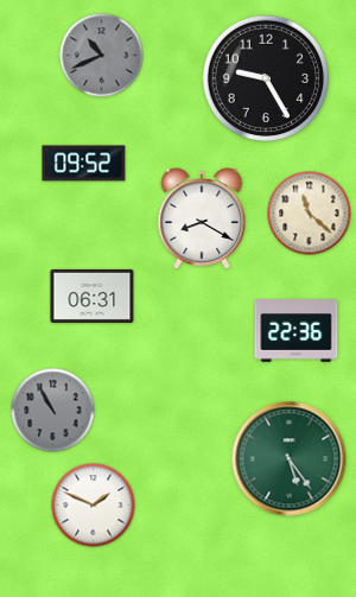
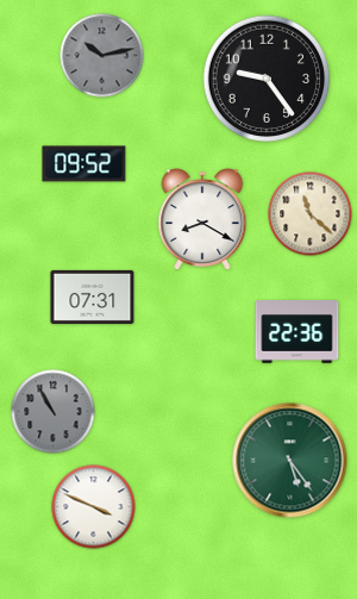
clock at (102, 56): 10:41 -> 10:13
clock at (266, 78): 9:25 -> 9:24
clock at (93, 296): 06:31 -> 07:31
clock at (94, 506): 1:49 -> 3:49
